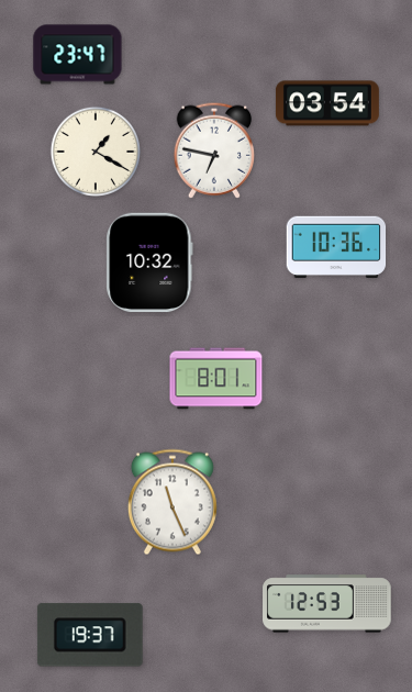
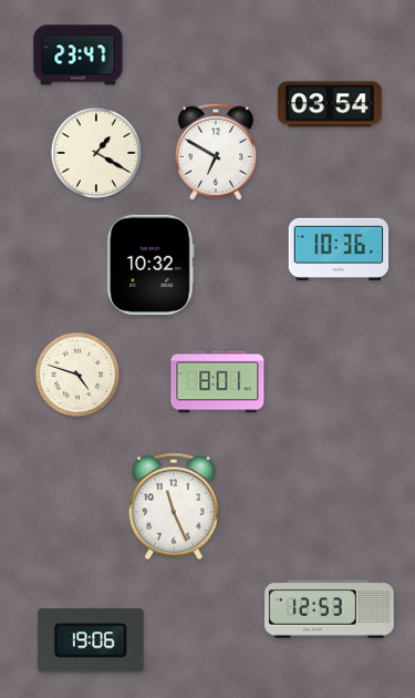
clock at (213, 150): 6:47 -> 6:50
clock at (77, 374): none -> 4:48
clock at (90, 635): 19:37 -> 19:06
